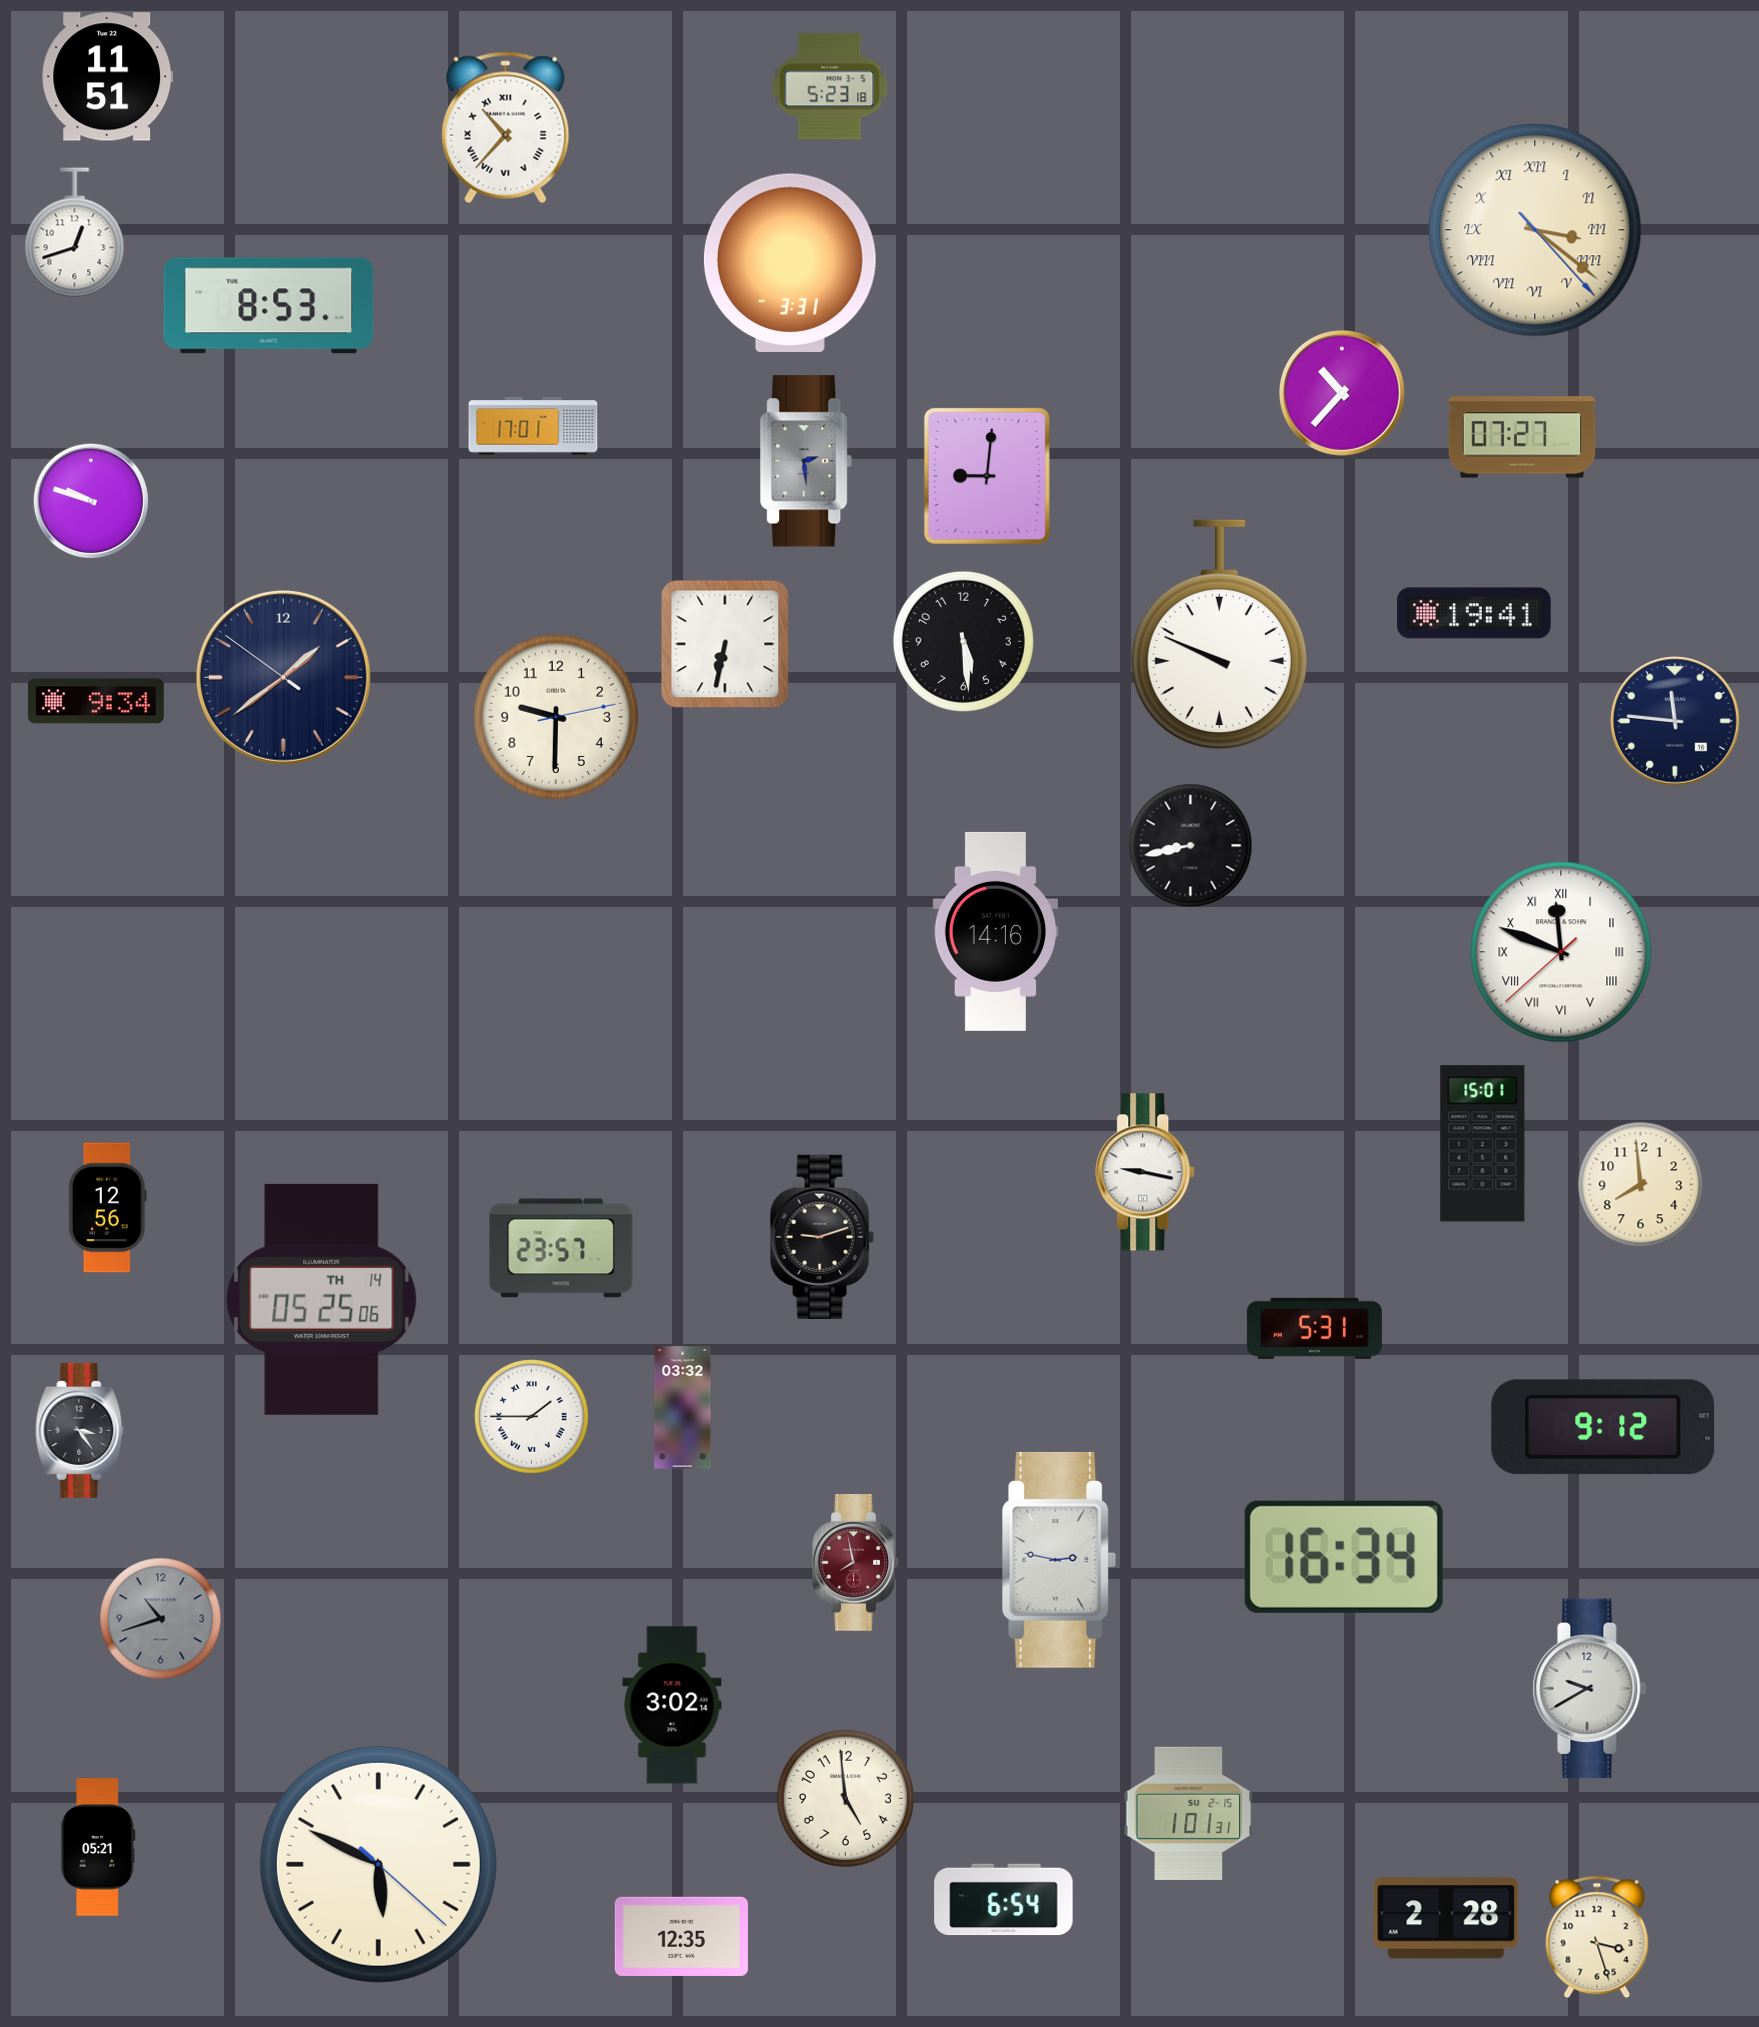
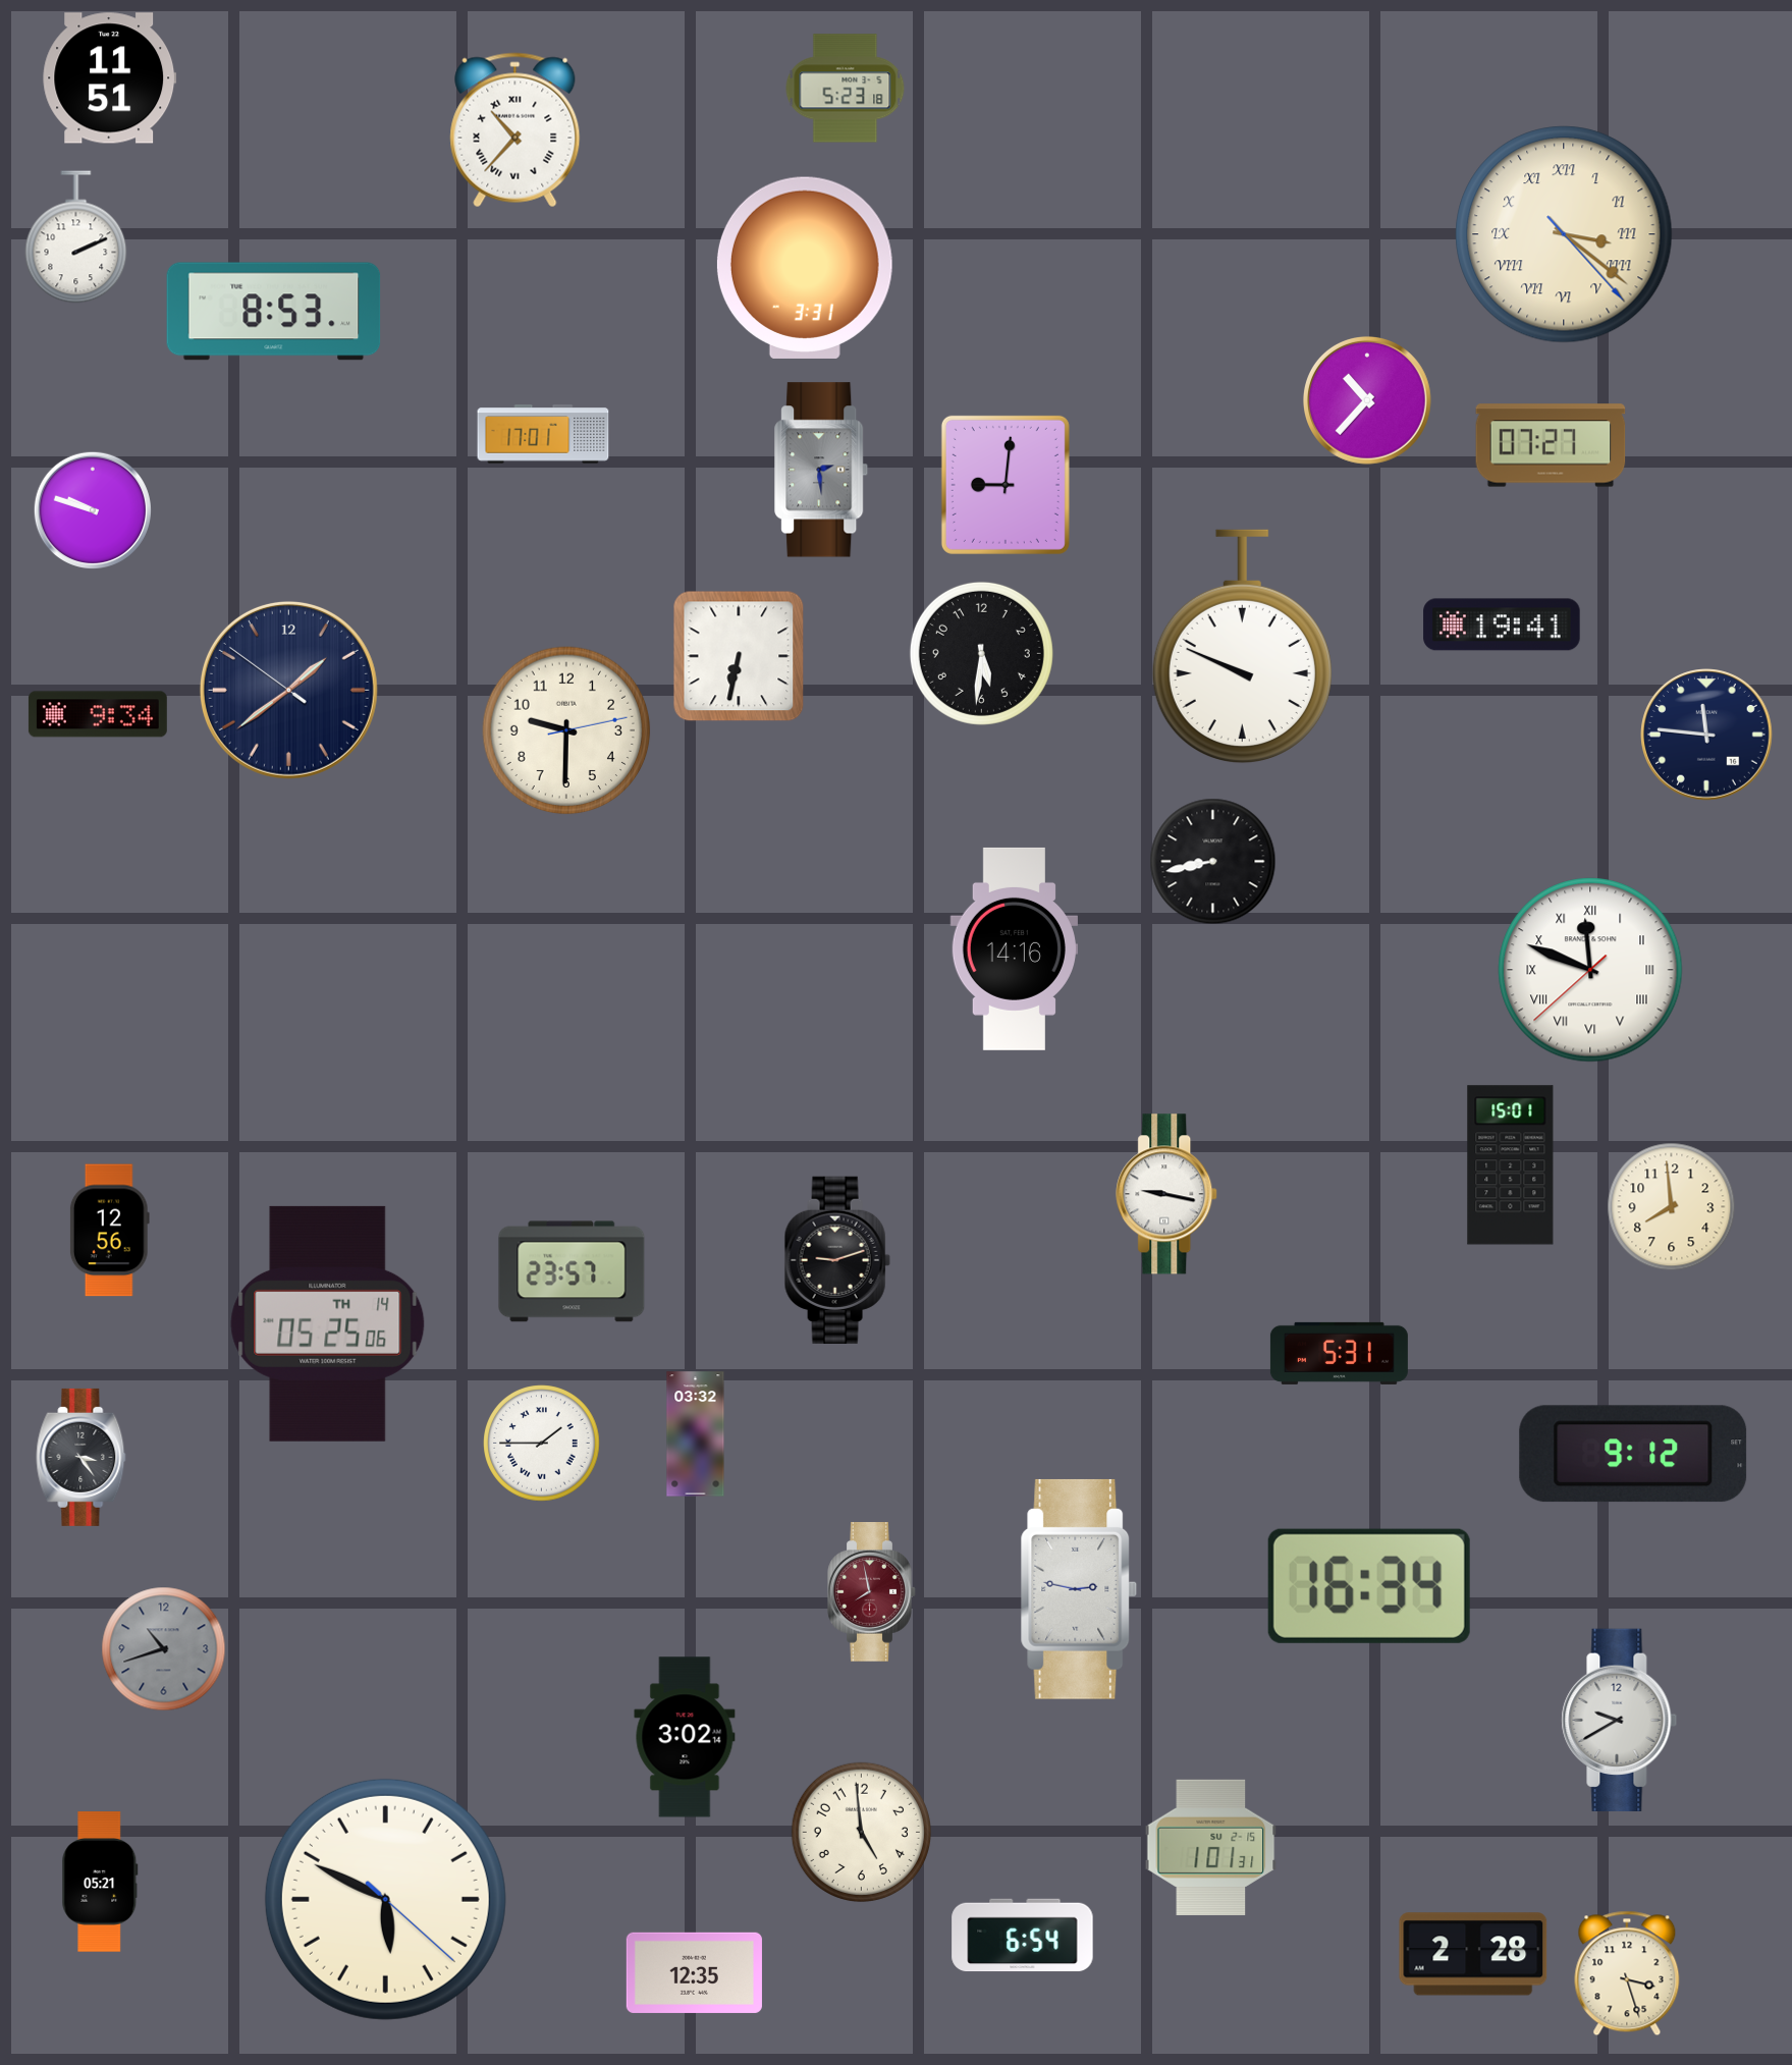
clock at (75, 233): 12:42 -> 2:11
clock at (963, 641): 5:29 -> 5:31
